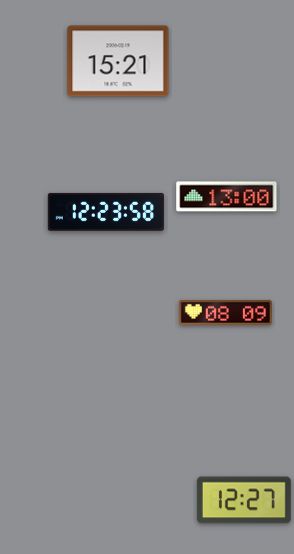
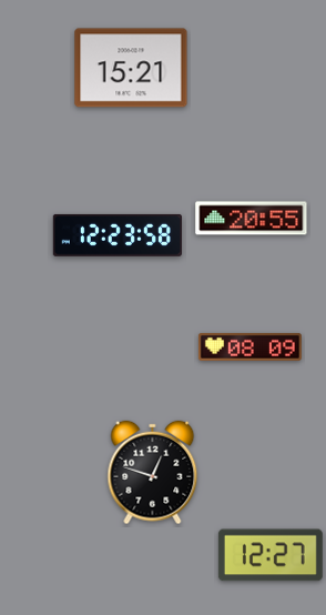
clock at (227, 197): 13:00 -> 20:55
clock at (153, 473): none -> 12:48
